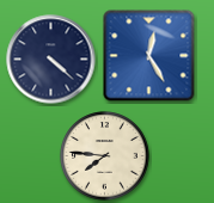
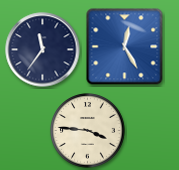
clock at (51, 60): 4:22 -> 11:36
clock at (105, 156): 7:46 -> 3:46
